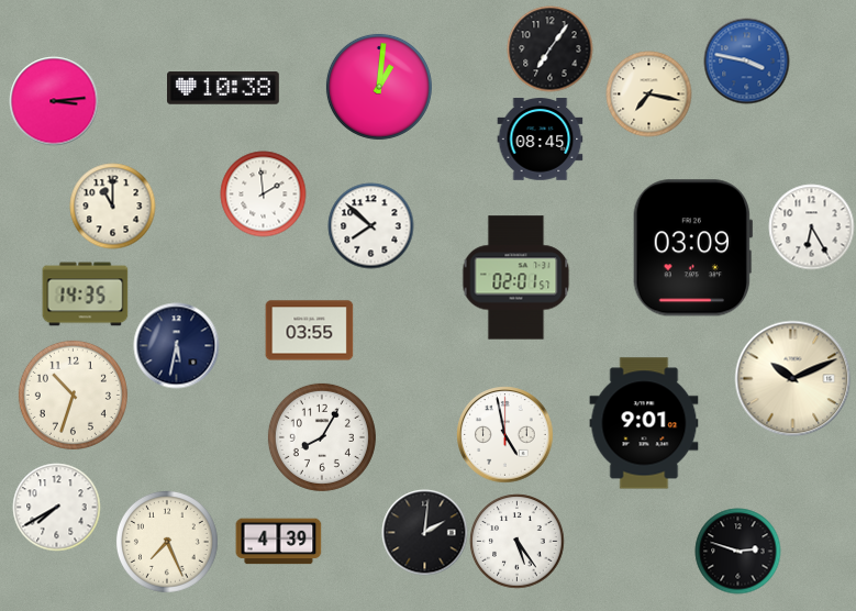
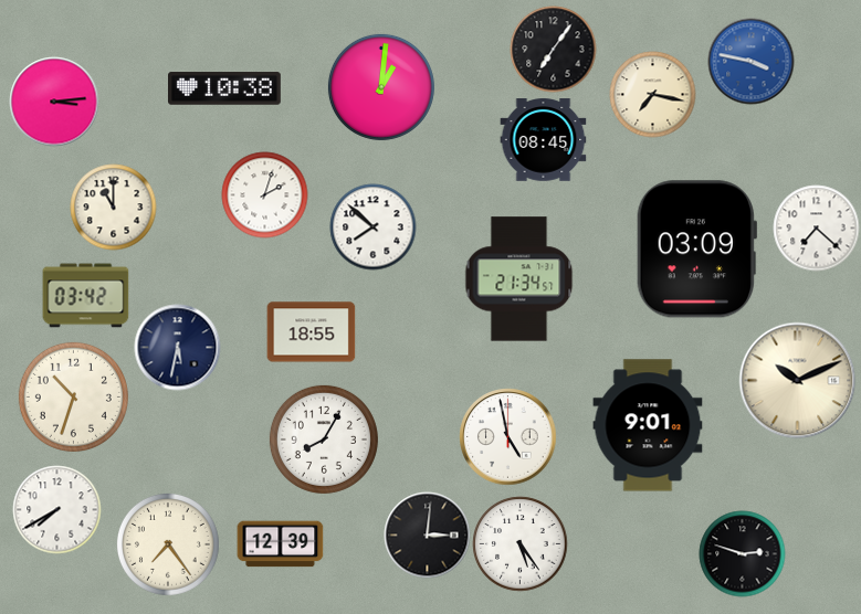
clock at (263, 193): 1:59 -> 2:03
clock at (811, 226): 6:25 -> 7:22
clock at (516, 278): 02:01 -> 21:34
clock at (85, 295): 14:35 -> 03:42
clock at (309, 331): 03:55 -> 18:55
clock at (424, 532): 2:01 -> 3:01
clock at (167, 542): 7:26 -> 7:24
clock at (278, 542): 4:39 -> 12:39
